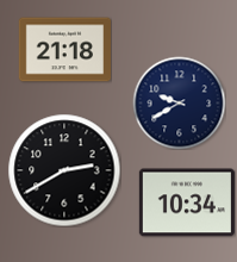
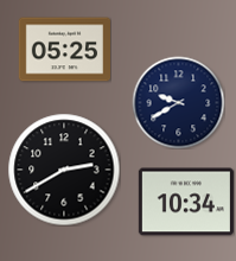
clock at (64, 50): 21:18 -> 05:25
